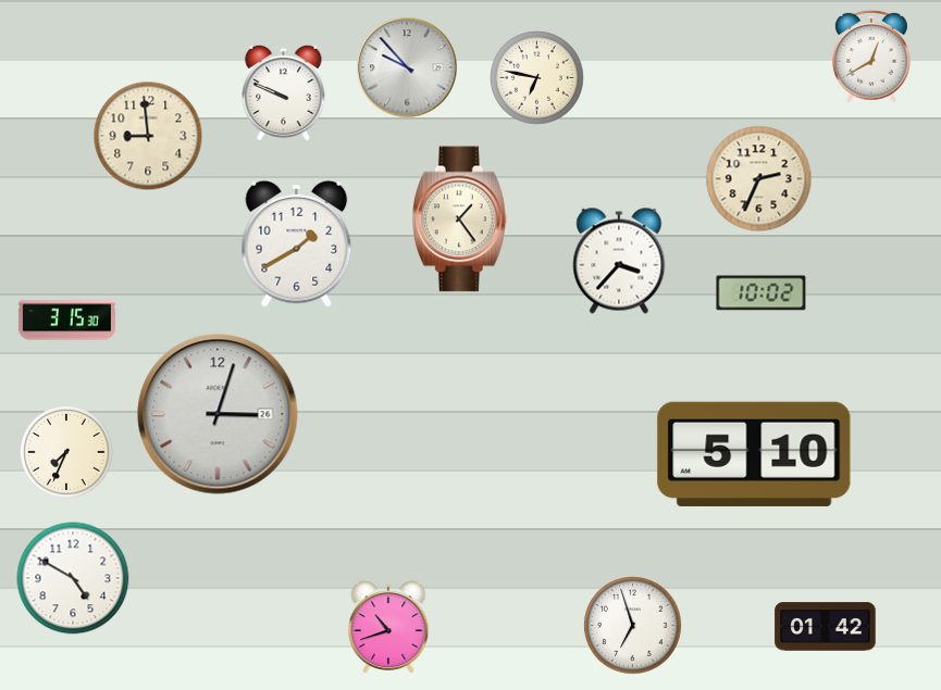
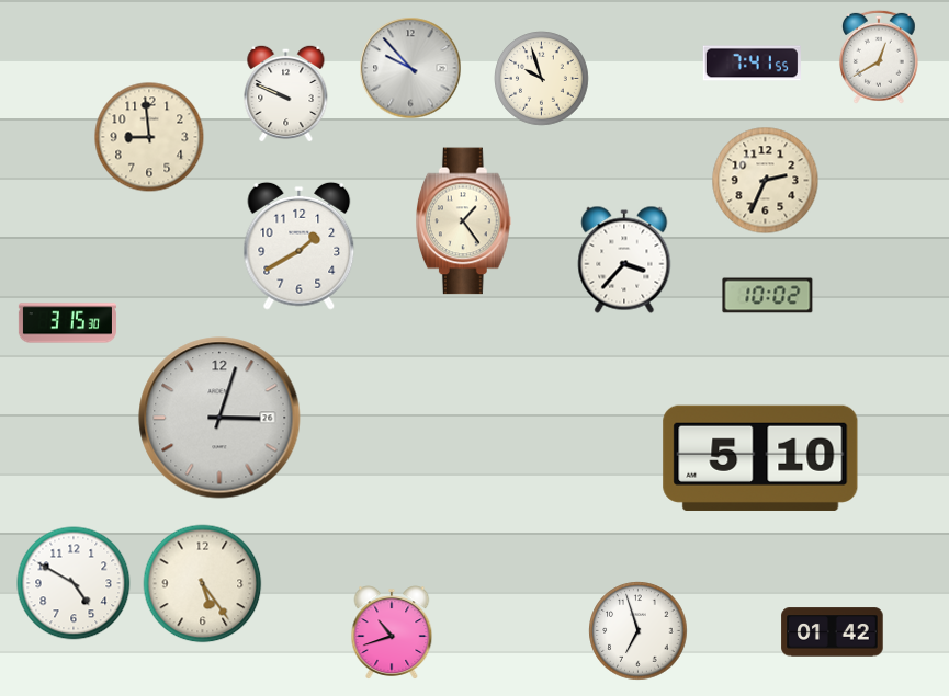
clock at (752, 64): none -> 7:41
clock at (537, 78): 6:47 -> 9:57
clock at (619, 261) position: (619, 261) -> (624, 260)
clock at (66, 452): 7:34 -> none
clock at (203, 584): none -> 5:24
